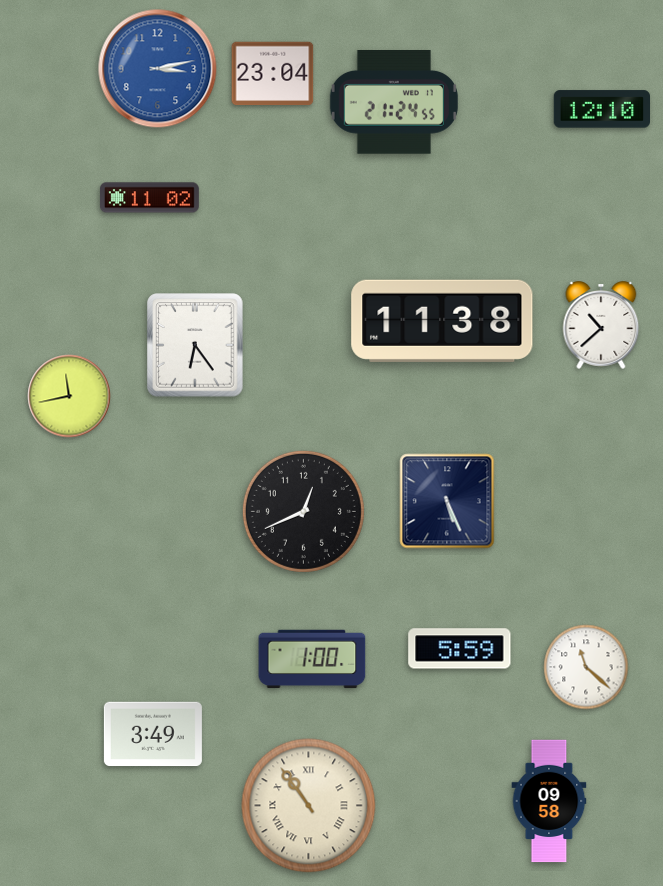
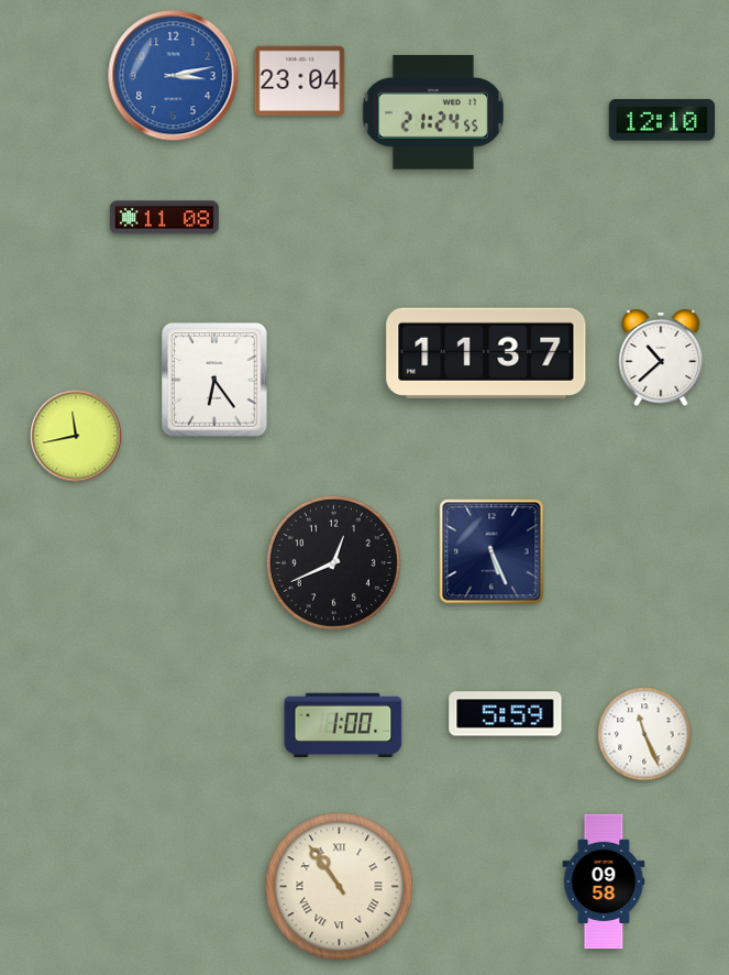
clock at (149, 198): 11:02 -> 11:08
clock at (442, 321): 11:38 -> 11:37
clock at (586, 667): 11:22 -> 11:26
clock at (153, 734): 3:49 -> none
